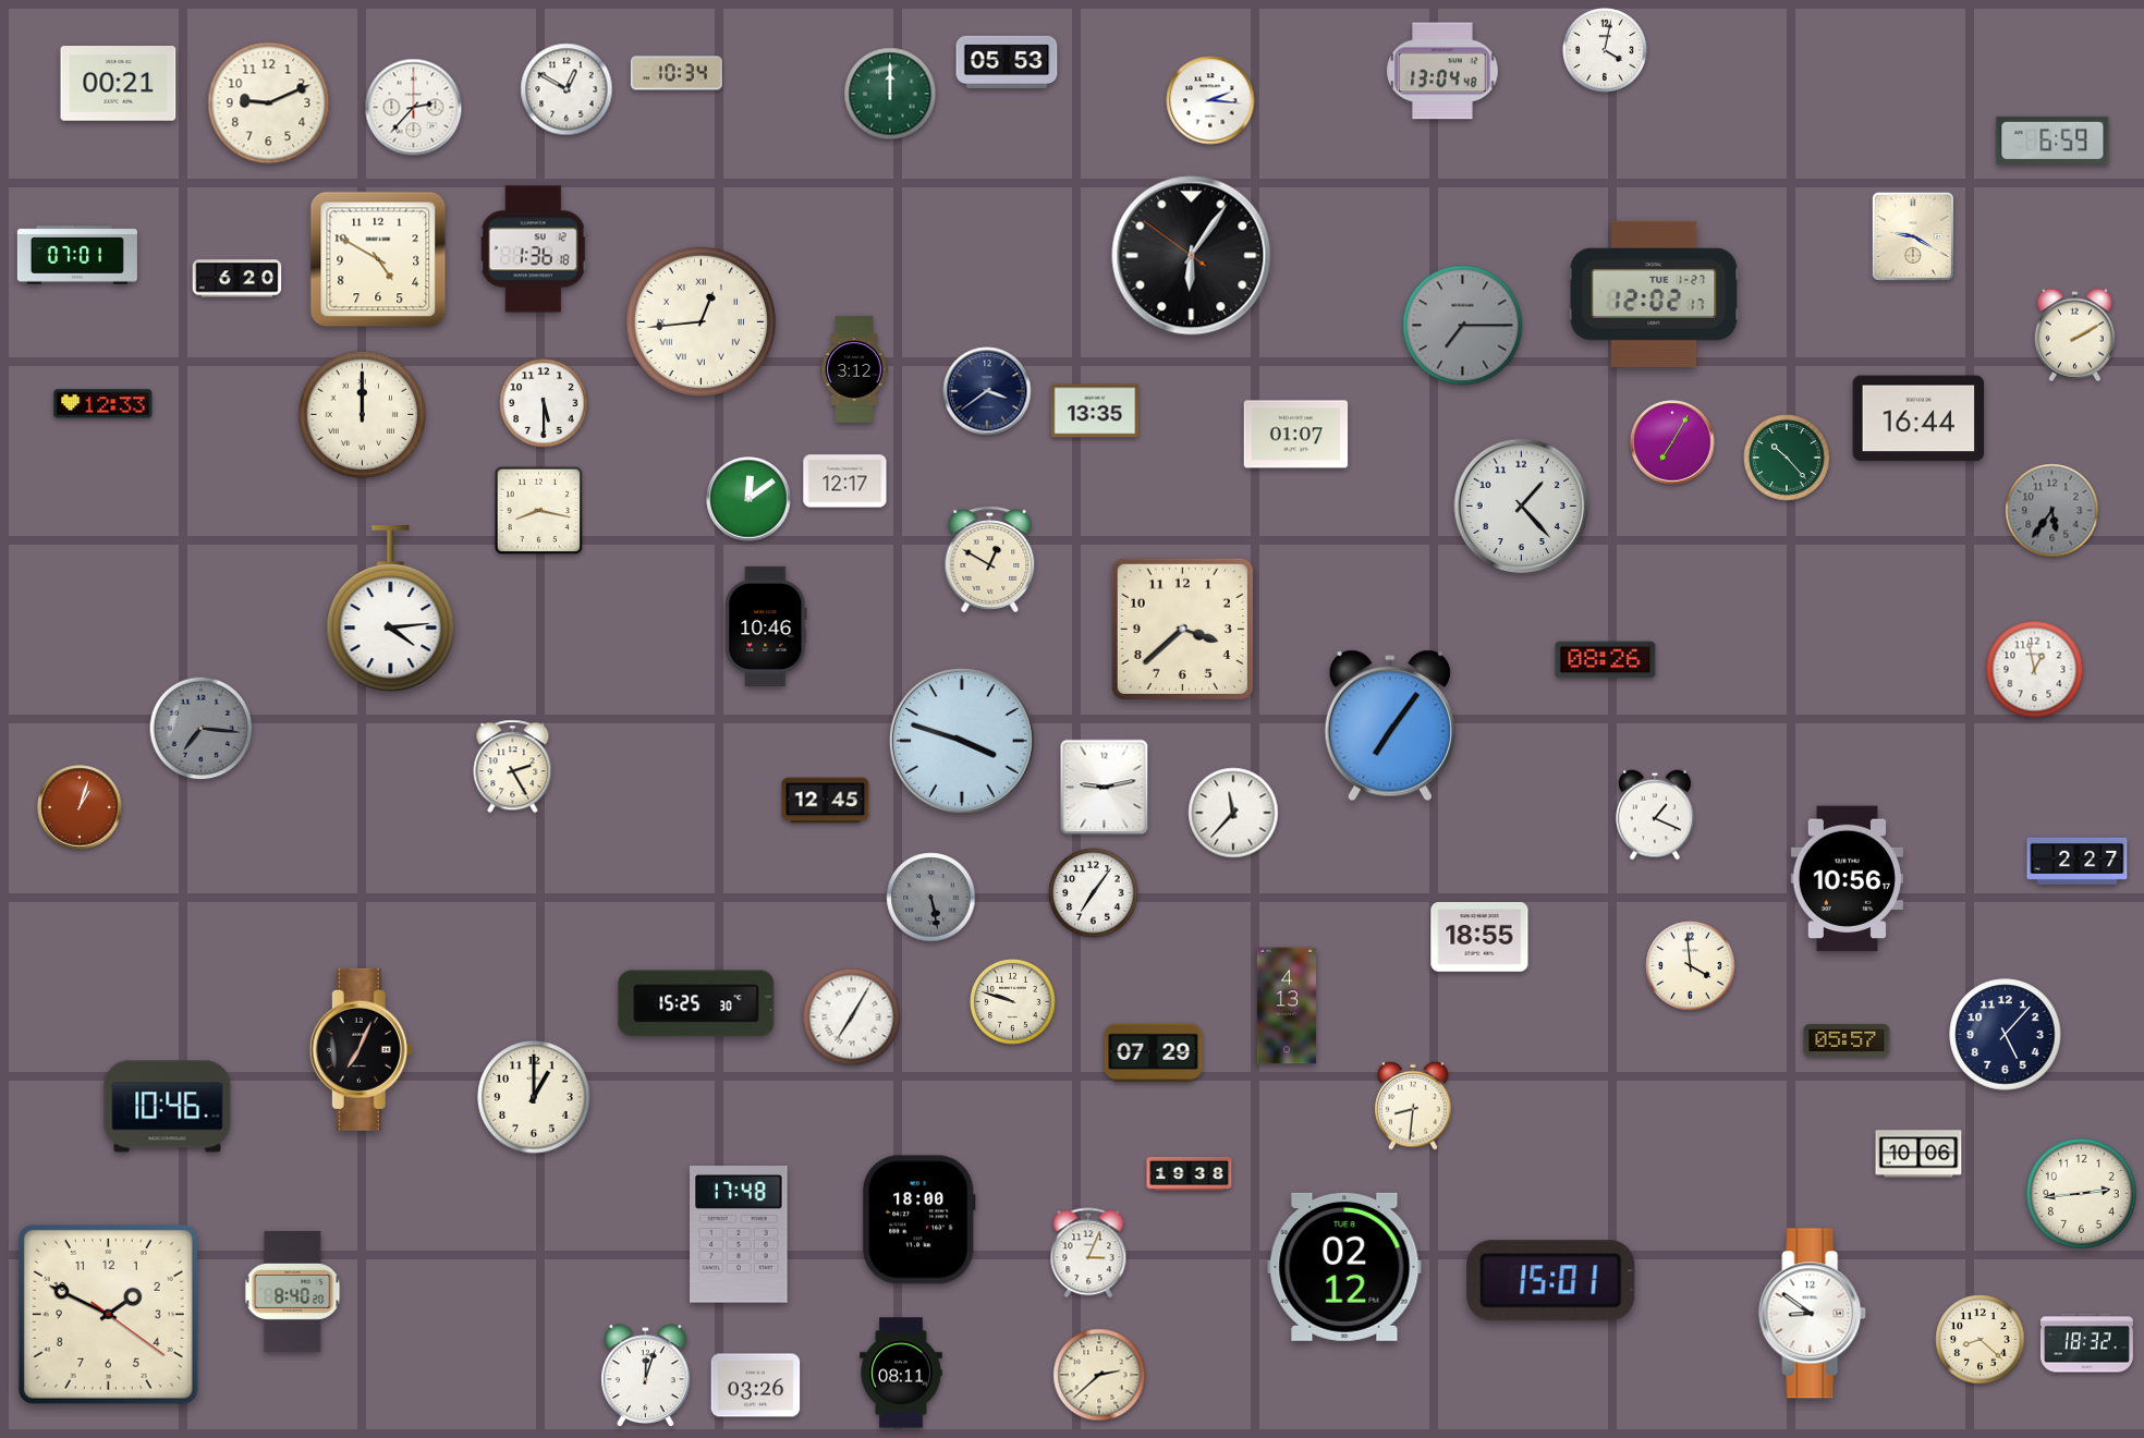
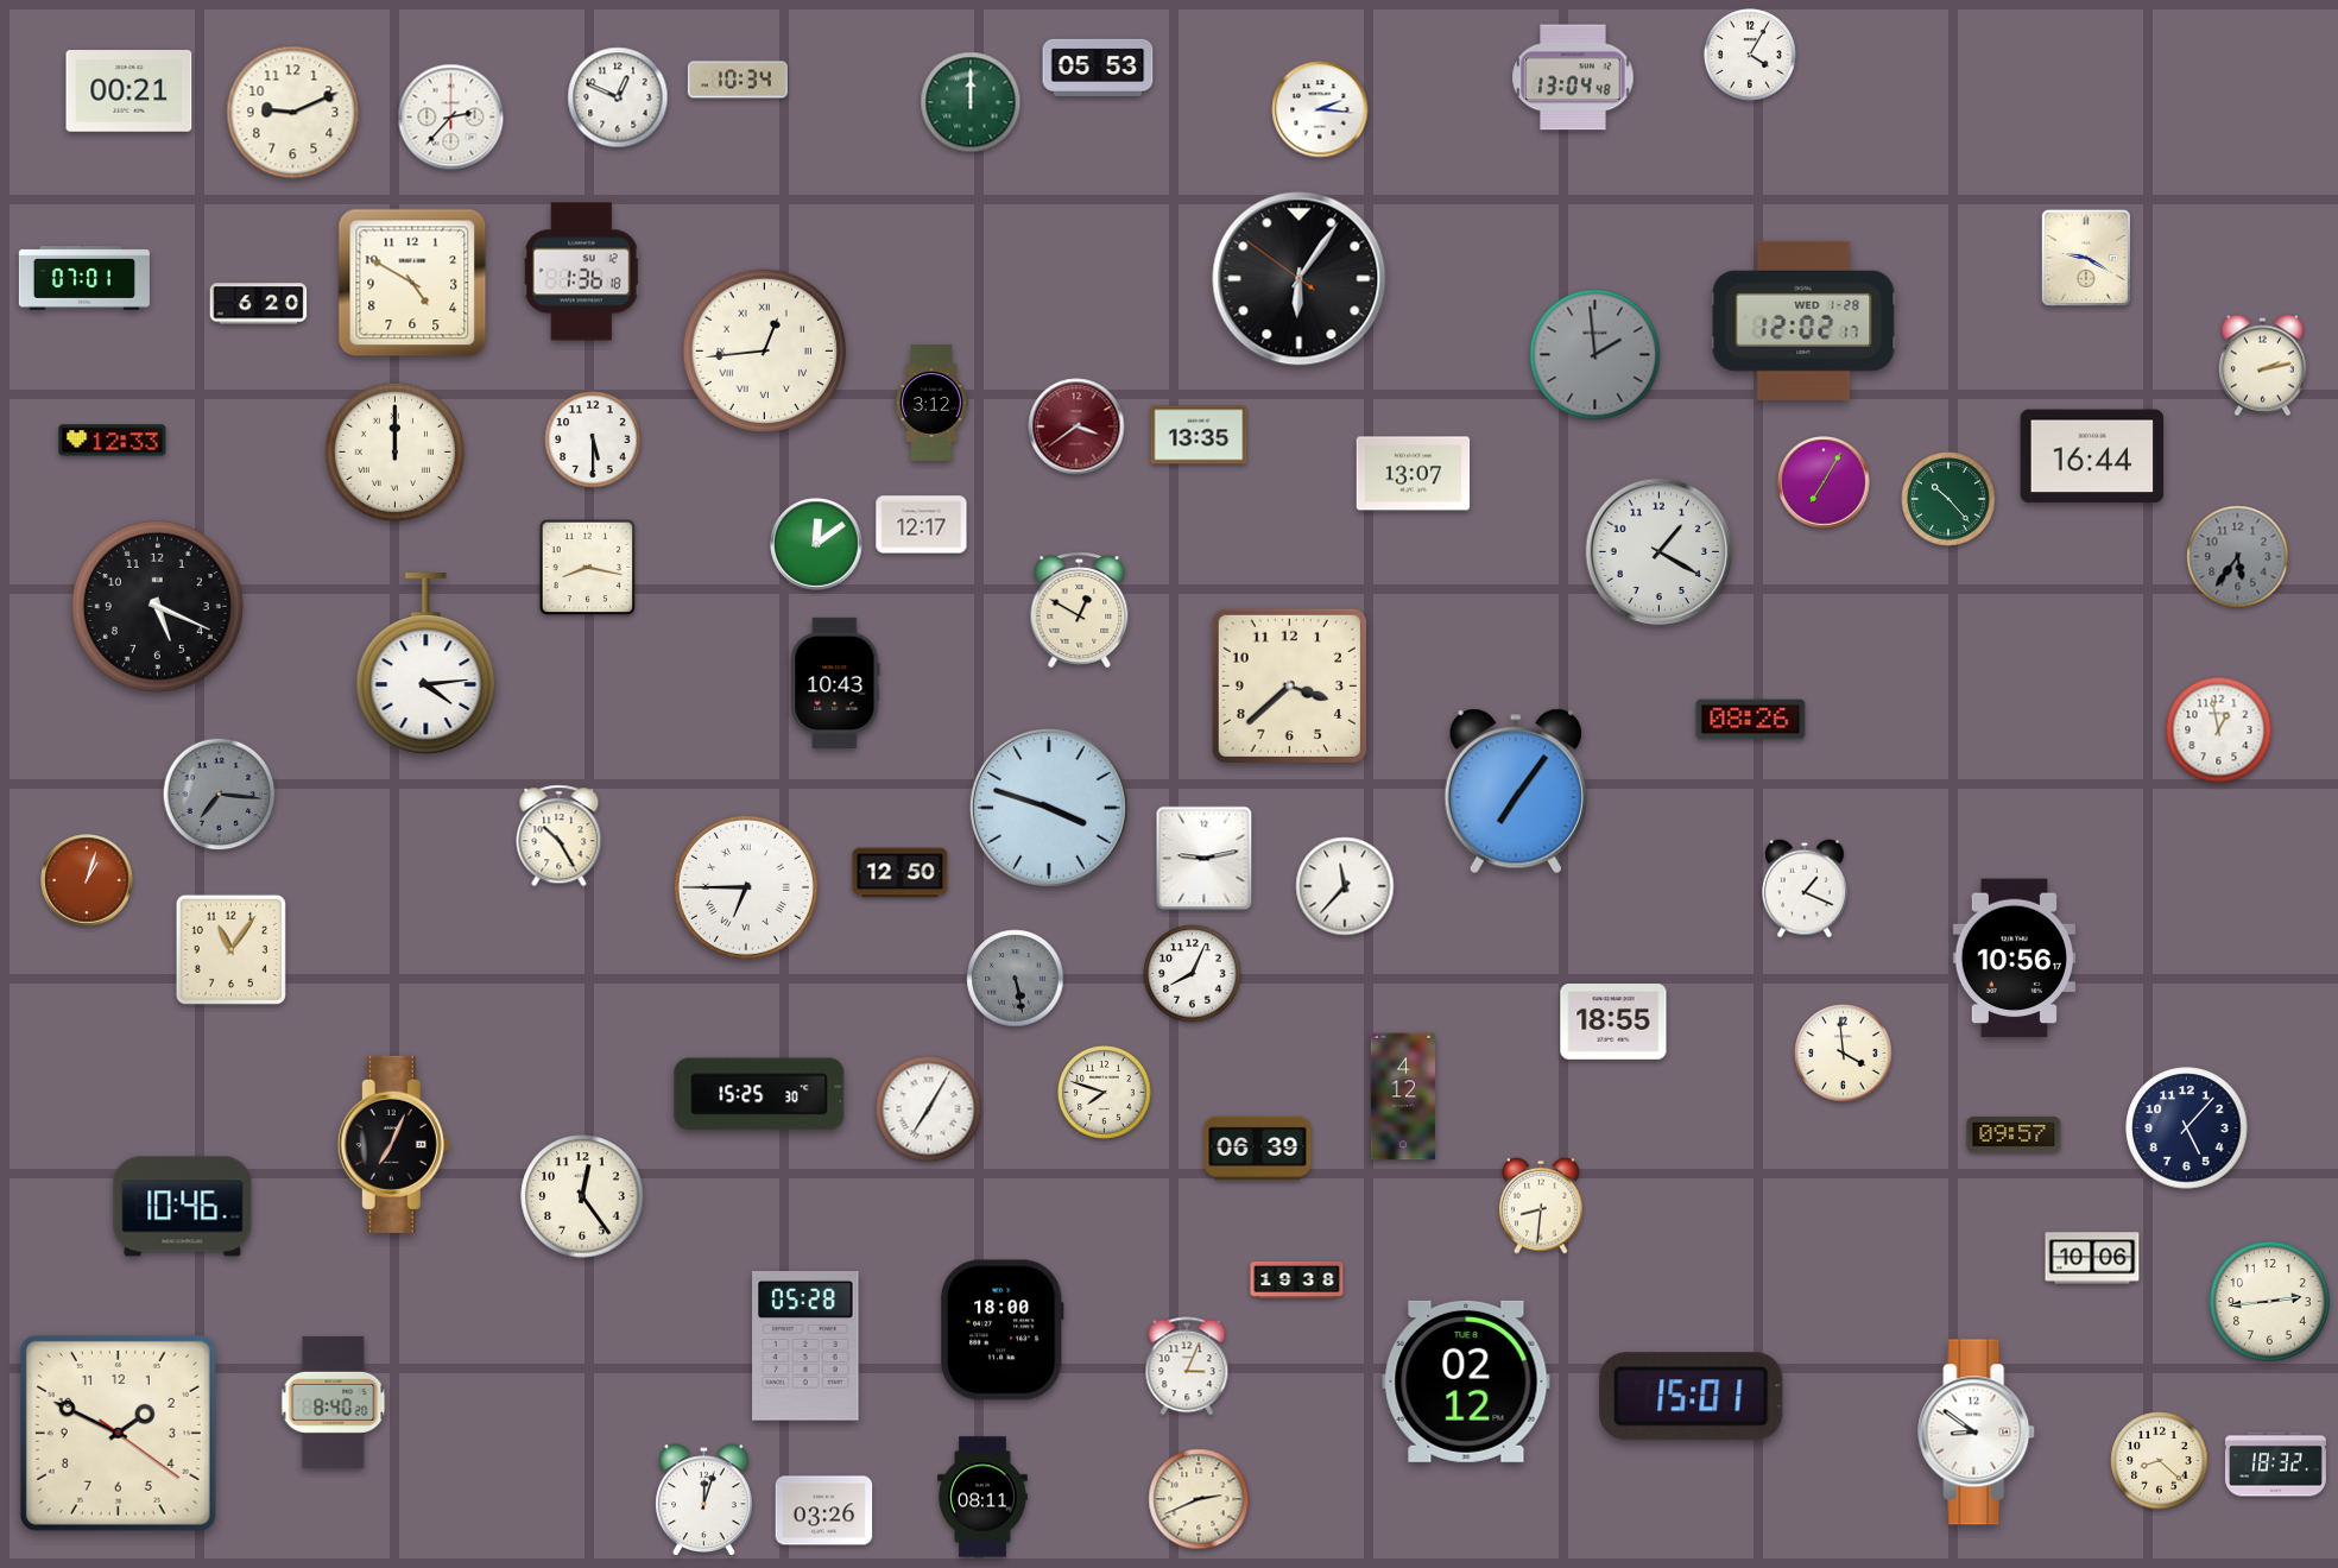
clock at (1605, 50): 4:02 -> 4:05
clock at (567, 89): 12:50 -> 12:49
clock at (2052, 141): 6:59 -> none
clock at (1654, 294) date: TUE 1-27 -> WED 1-28
clock at (1463, 326): 7:15 -> 1:59
clock at (2074, 336): 2:10 -> 2:13
clock at (987, 391) dial: navy -> burgundy
clock at (1095, 411) position: (1095, 411) -> (1199, 435)
clock at (1296, 435): 01:07 -> 13:07
clock at (1522, 507): 1:23 -> 1:20
clock at (539, 511) position: (539, 511) -> (588, 568)
clock at (157, 606): none -> 5:19
clock at (766, 626): 10:46 -> 10:43
clock at (513, 767): 2:25 -> 10:25
clock at (826, 801): 12:45 -> 12:50
clock at (746, 887): none -> 6:45
clock at (2078, 861): 2:27 -> none
clock at (230, 949): none -> 11:06
clock at (1094, 893): 7:06 -> 8:04
clock at (1013, 1002): 9:48 -> 7:48
clock at (1286, 1006): 4:13 -> 4:12
clock at (1847, 1040): 05:57 -> 09:57
clock at (1154, 1053): 07:29 -> 06:39
clock at (534, 1097): 1:00 -> 12:24
clock at (739, 1235): 17:48 -> 05:28
clock at (293, 1291) position: (293, 1291) -> (334, 1402)
clock at (1099, 1375): 2:38 -> 2:41
